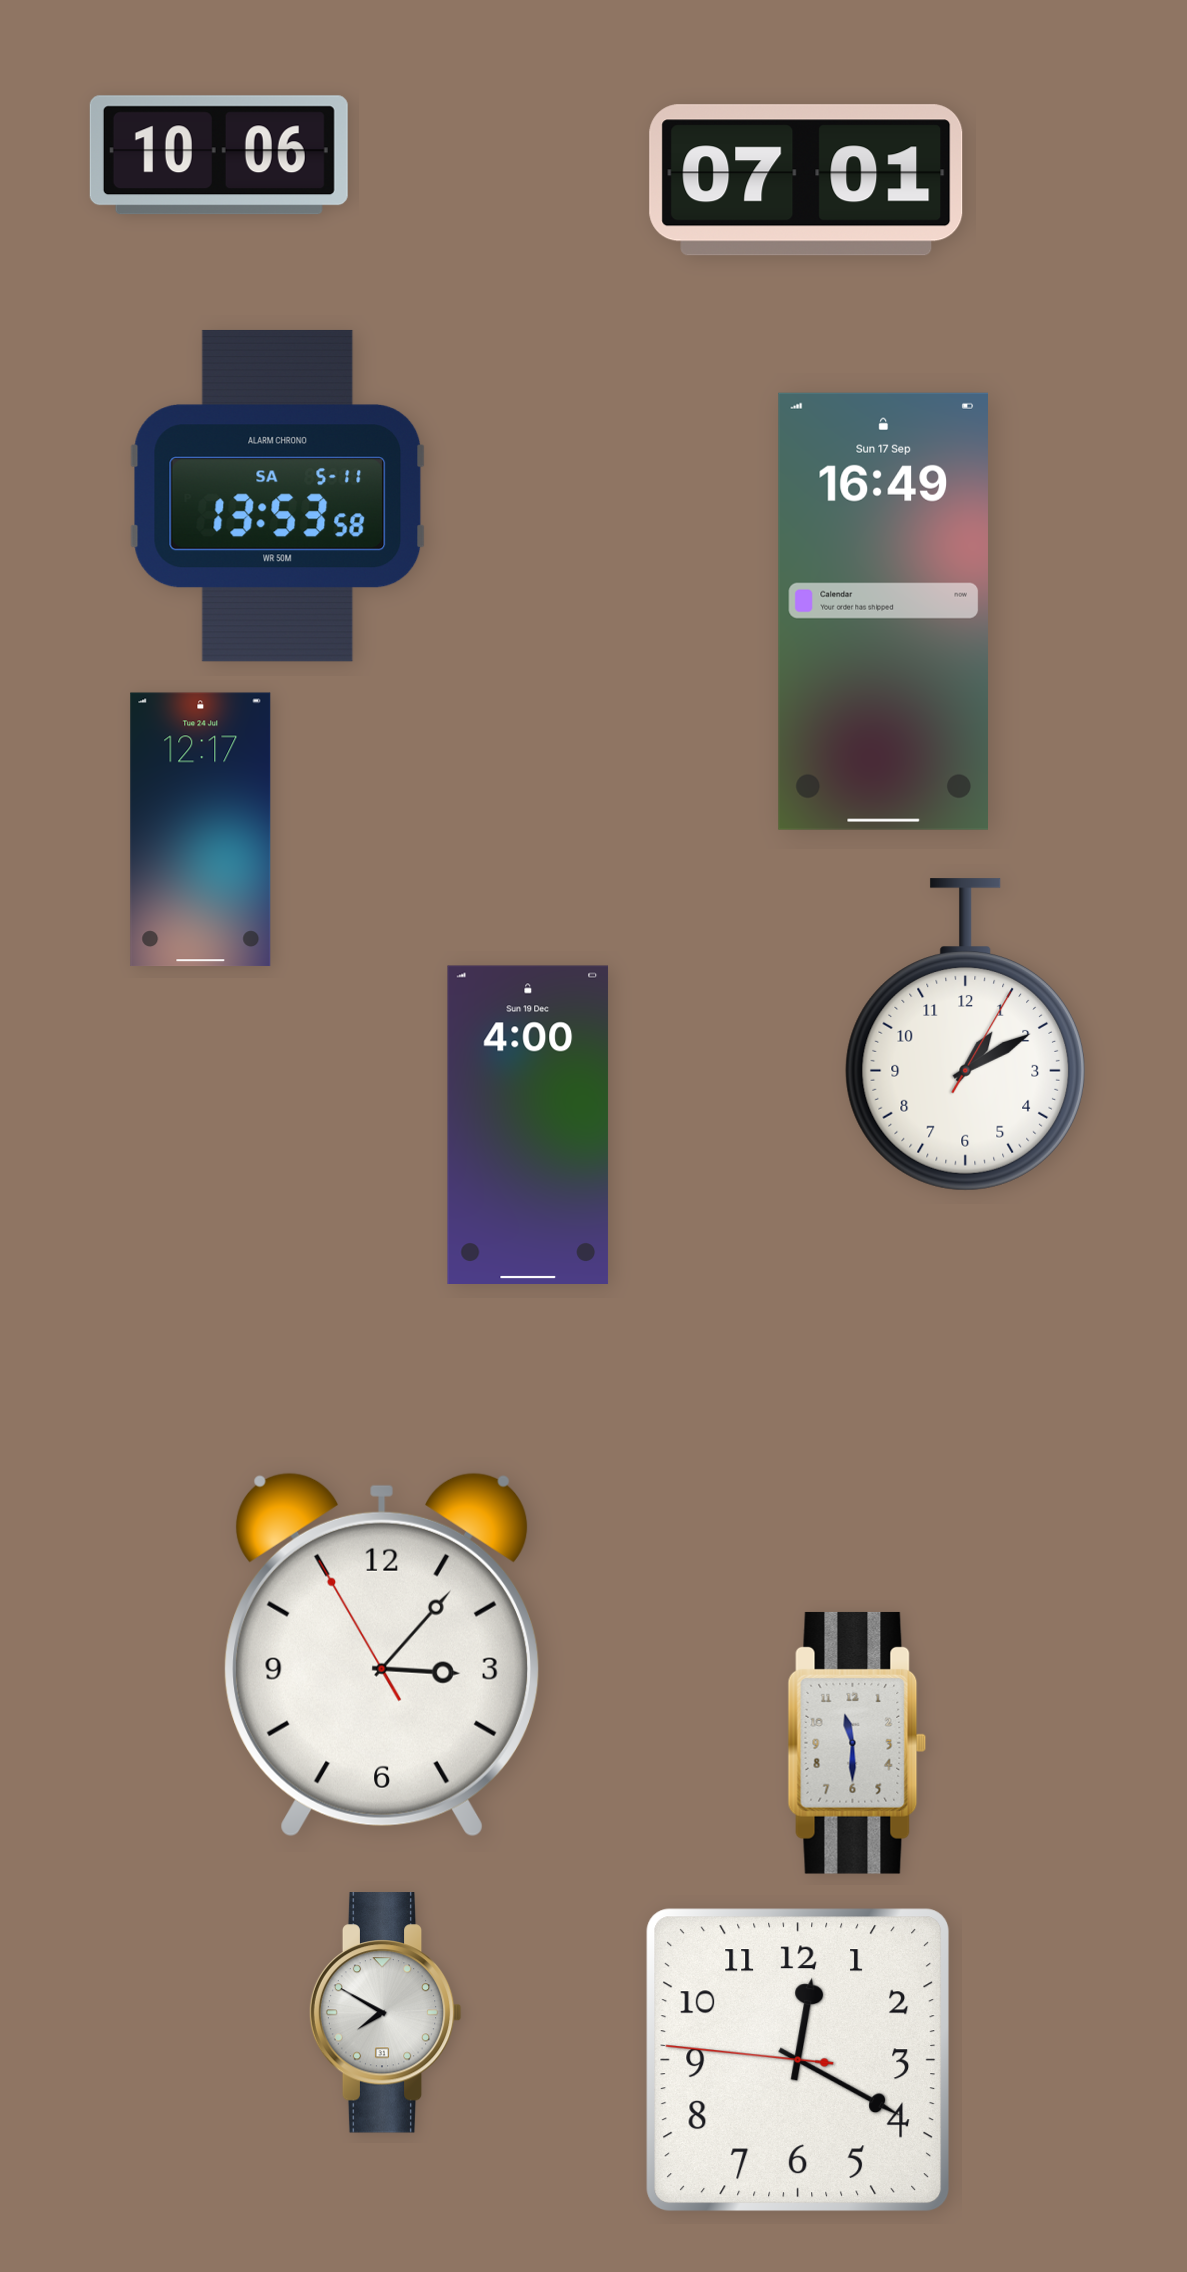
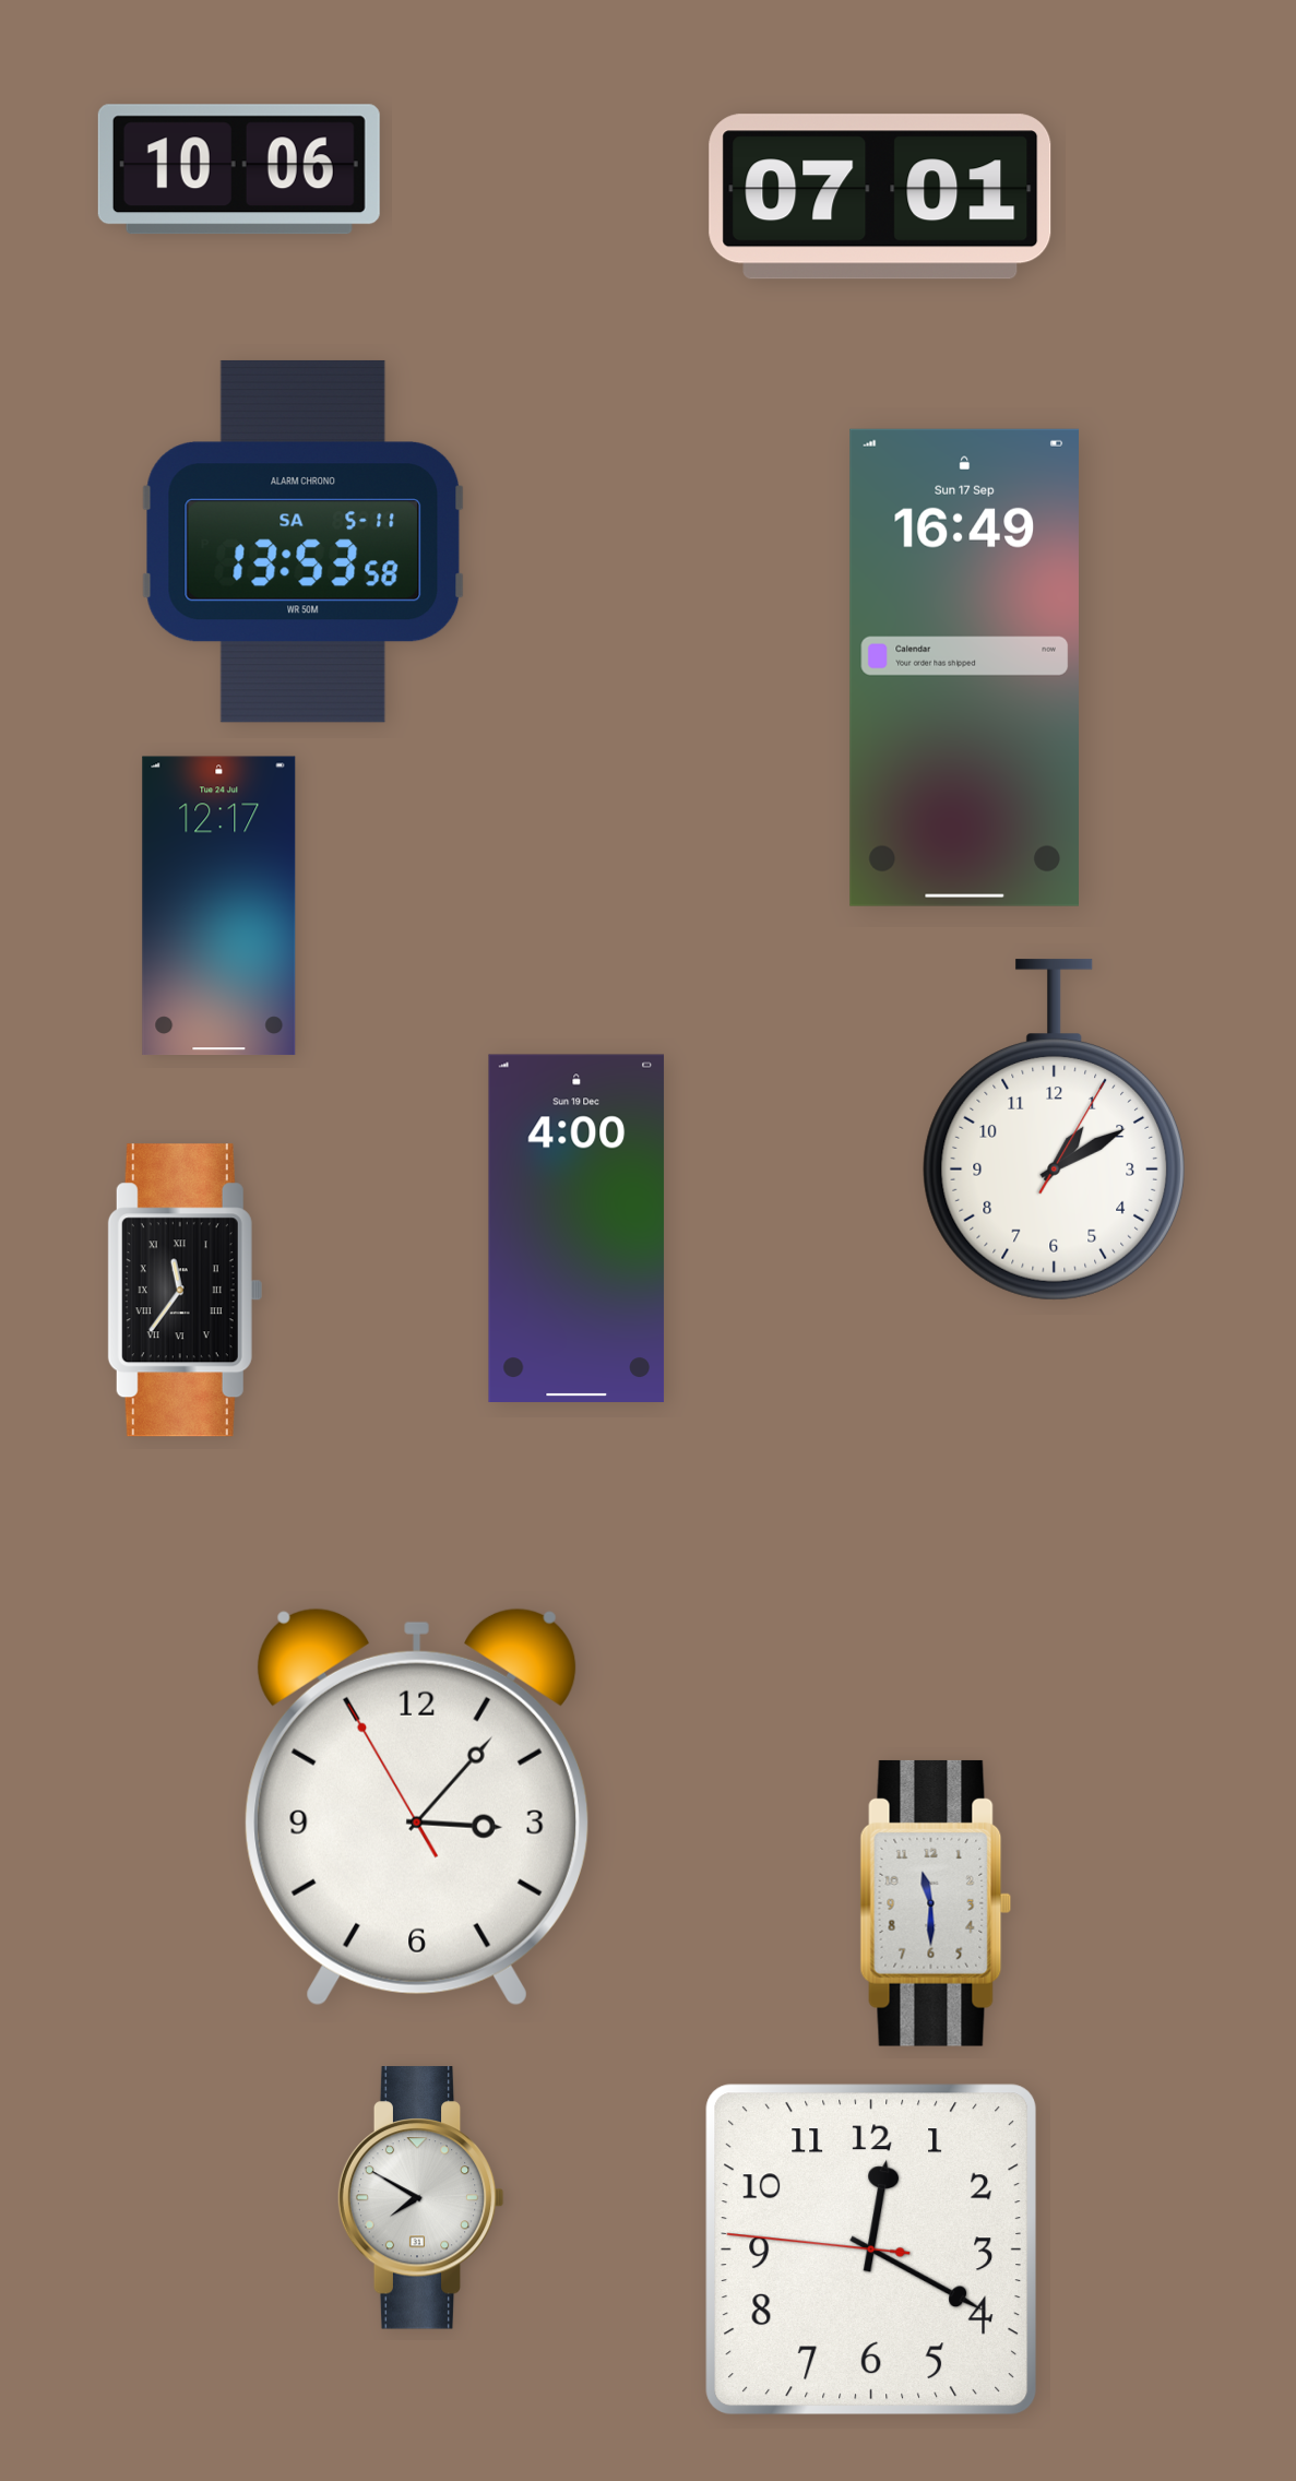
clock at (185, 1291): none -> 11:36
